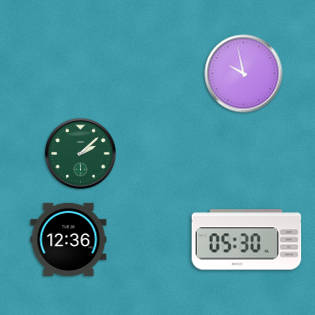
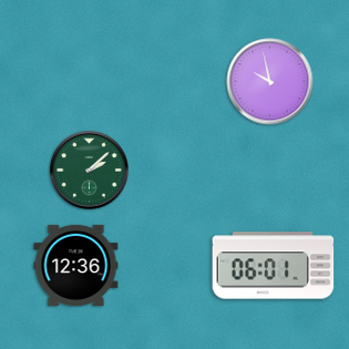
clock at (247, 240): 05:30 -> 06:01
